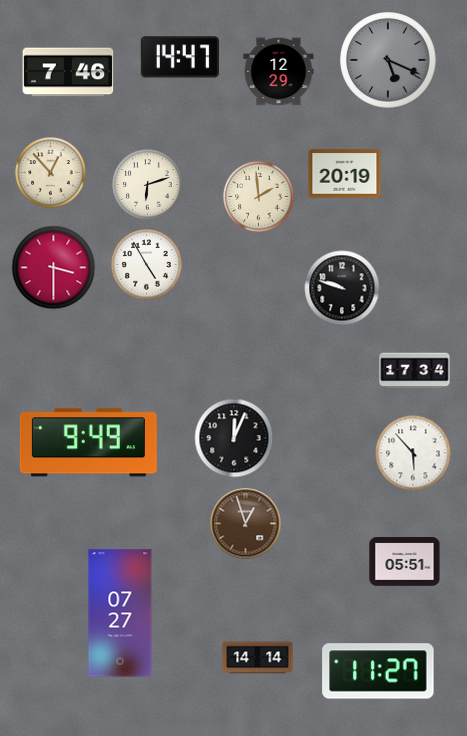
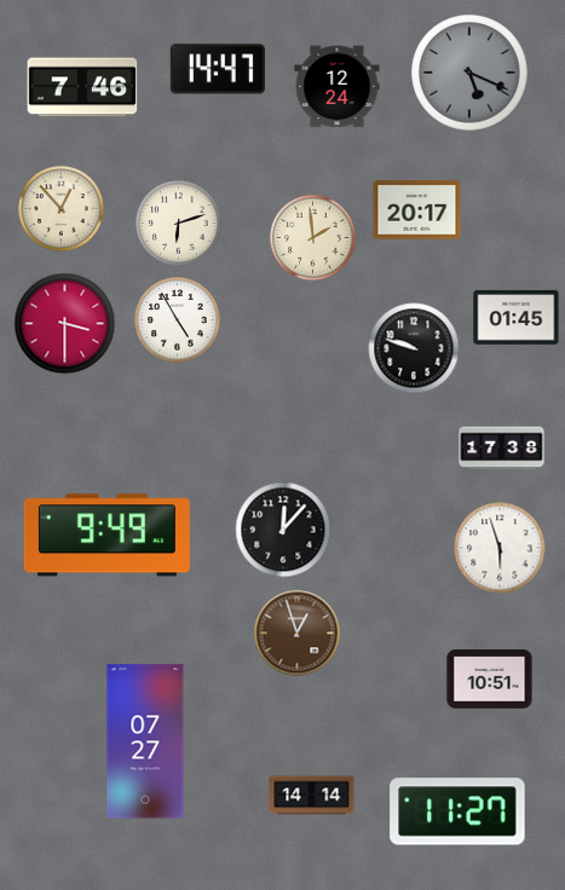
clock at (279, 72): 12:29 -> 12:24
clock at (345, 174): 20:19 -> 20:17
clock at (517, 318): none -> 01:45
clock at (415, 371): 17:34 -> 17:38
clock at (234, 438): 12:04 -> 12:07
clock at (413, 453): 5:53 -> 5:57
clock at (405, 562): 05:51 -> 10:51
